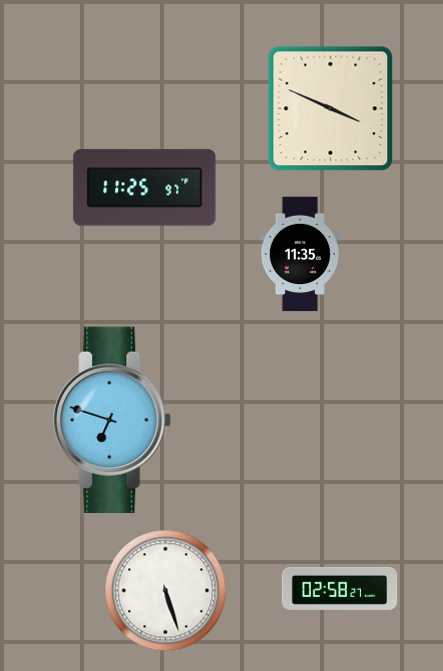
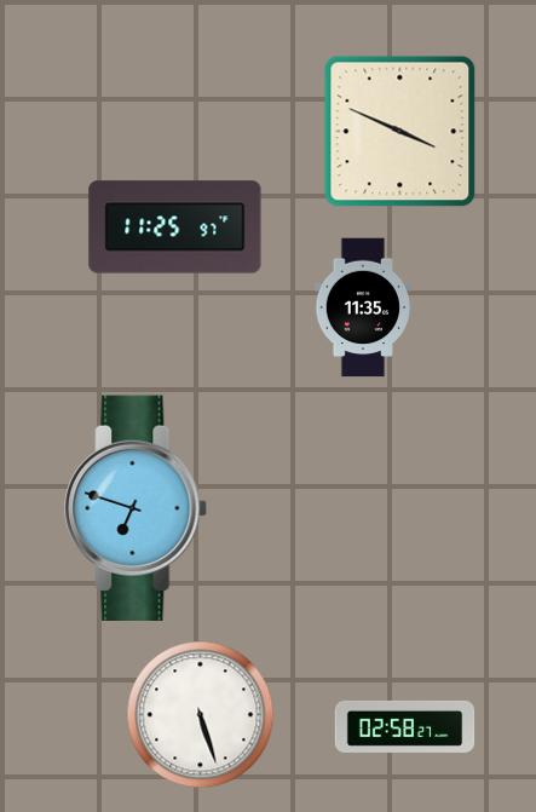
clock at (340, 588) position: (340, 588) -> (405, 726)
